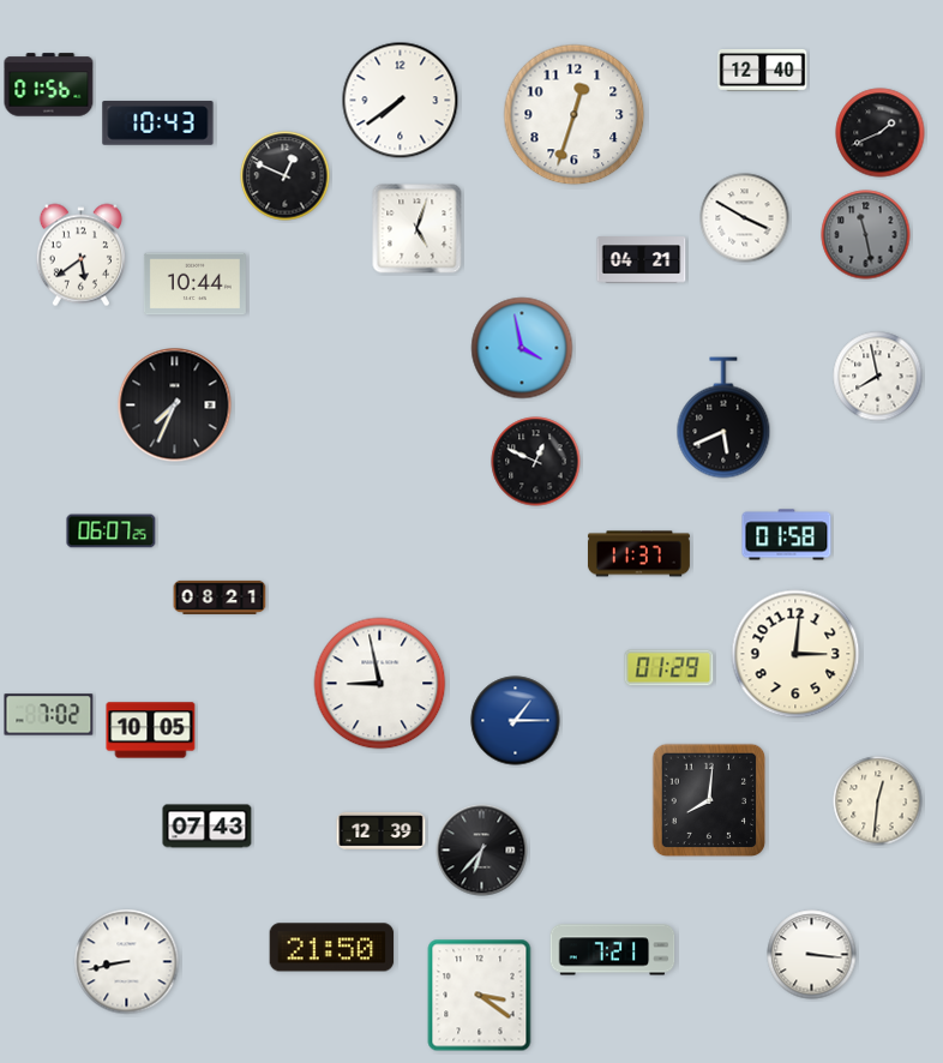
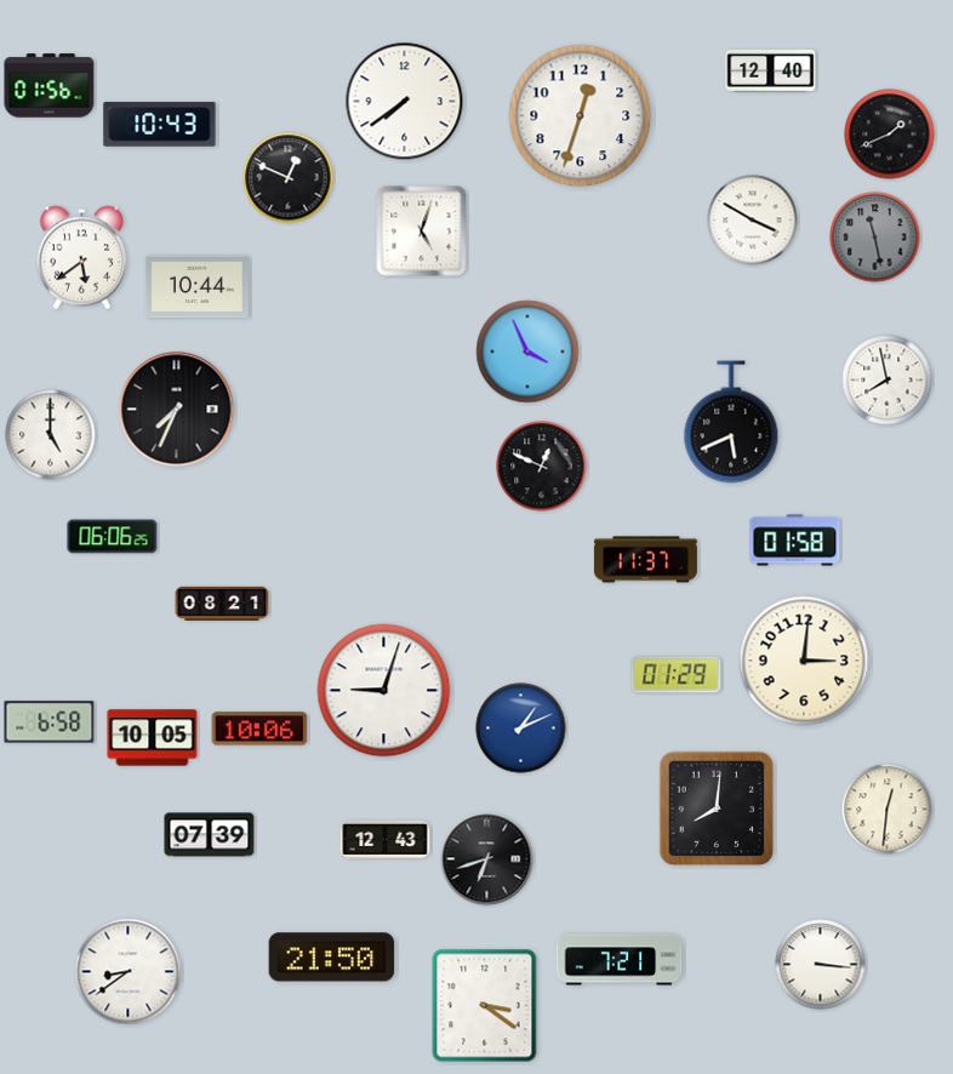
clock at (642, 260): 04:21 -> none
clock at (522, 348): 3:58 -> 3:56
clock at (51, 435): none -> 5:00
clock at (112, 531): 06:07 -> 06:06
clock at (380, 684): 8:58 -> 9:03
clock at (49, 715): 7:02 -> 6:58
clock at (259, 729): none -> 10:06
clock at (516, 721): 1:15 -> 1:11
clock at (208, 827): 07:43 -> 07:39
clock at (382, 830): 12:39 -> 12:43
clock at (482, 851): 6:37 -> 6:42
clock at (332, 948) position: (332, 948) -> (332, 958)
clock at (127, 962): 8:43 -> 8:39
